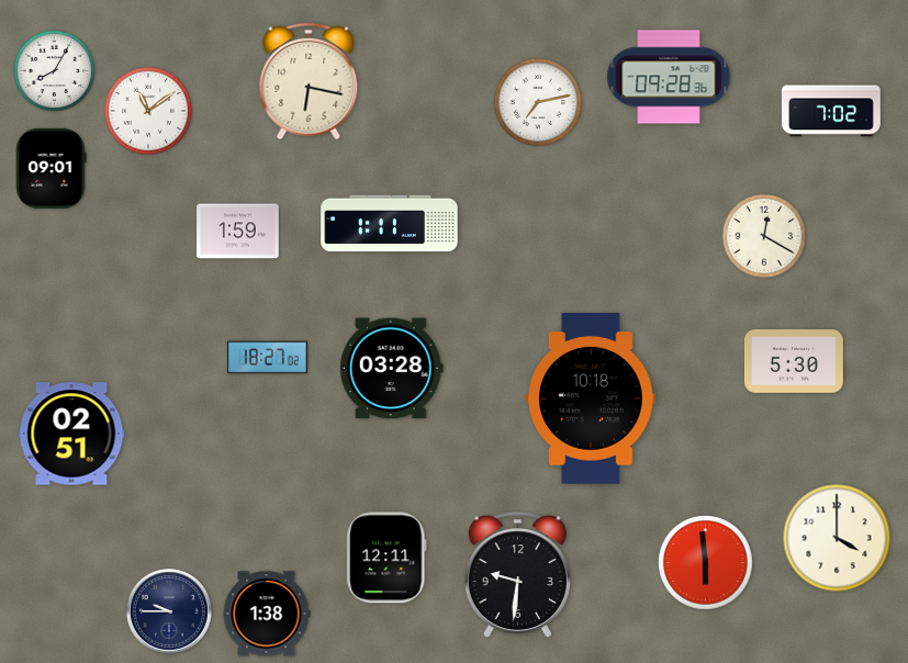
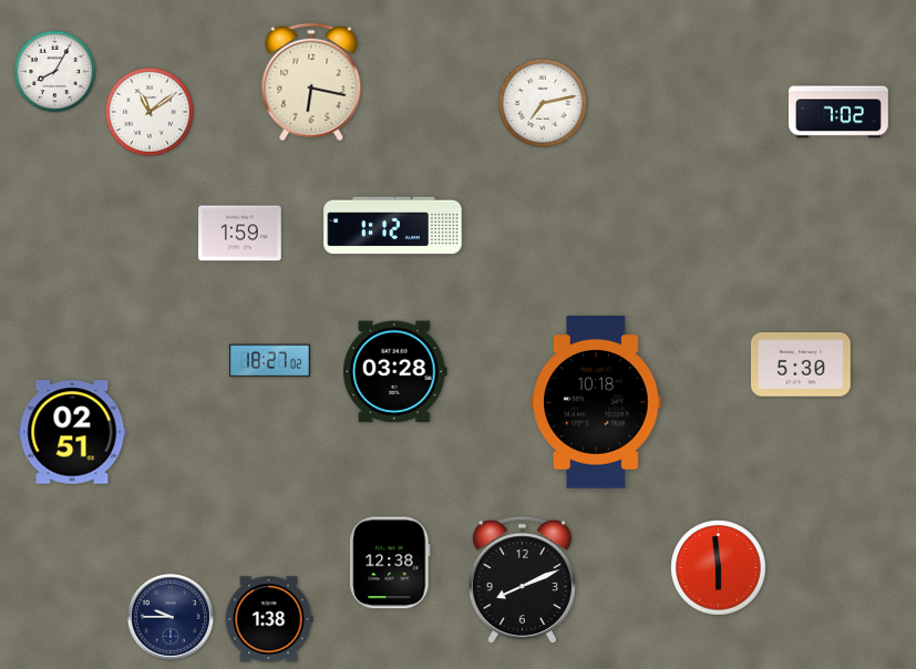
clock at (669, 77): 09:28 -> none
clock at (52, 168): 09:01 -> none
clock at (390, 224): 1:11 -> 1:12
clock at (764, 236): 12:20 -> none
clock at (71, 434) position: (71, 434) -> (72, 432)
clock at (837, 538): 4:00 -> none
clock at (386, 558): 12:11 -> 12:38
clock at (706, 563) position: (706, 563) -> (719, 568)
clock at (517, 576): 9:31 -> 8:11
